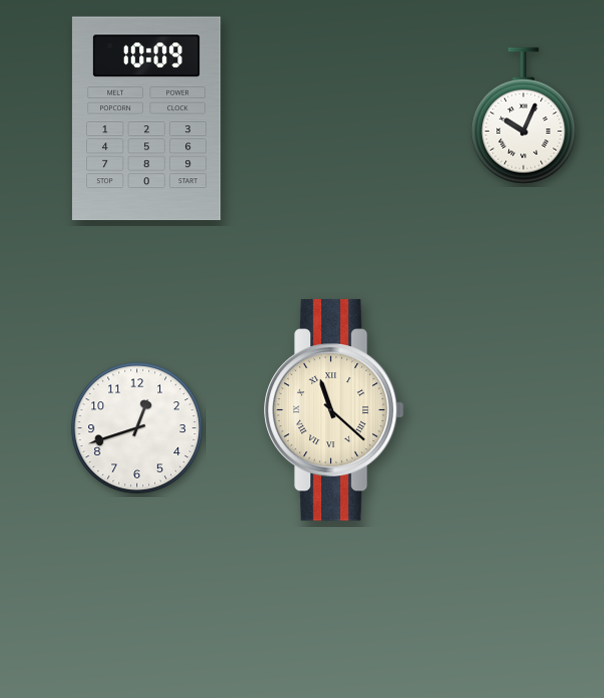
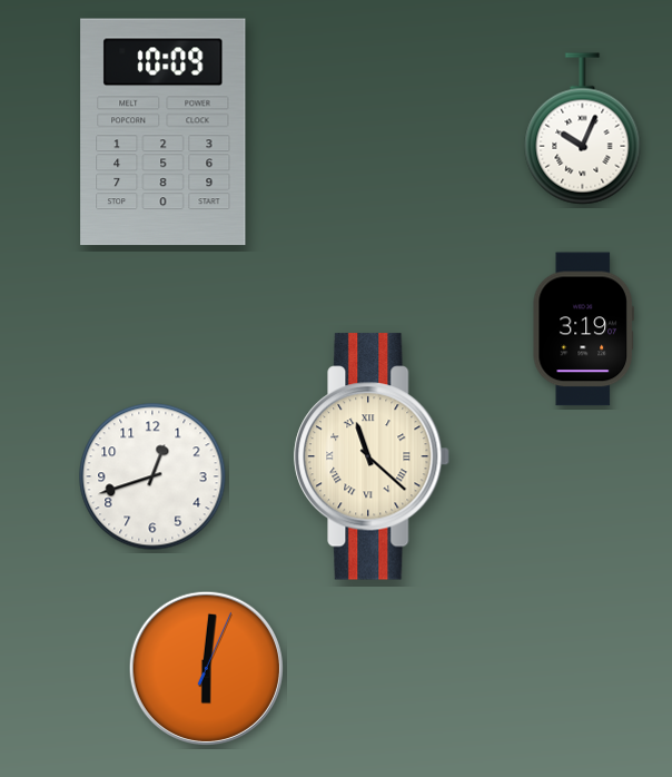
clock at (583, 330): none -> 3:19
clock at (206, 668): none -> 6:01
